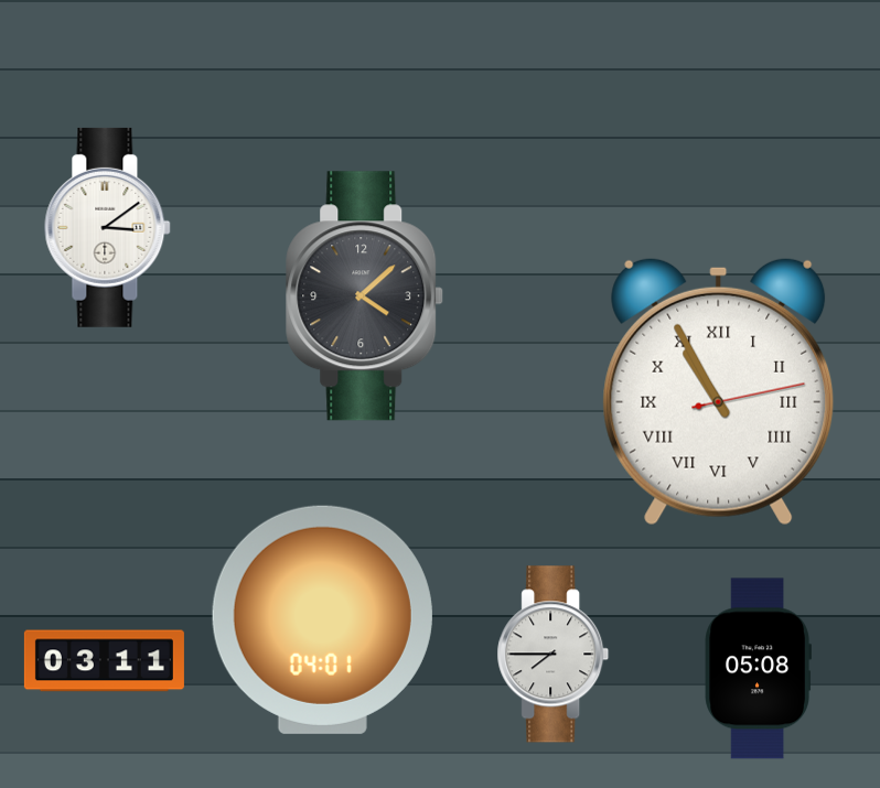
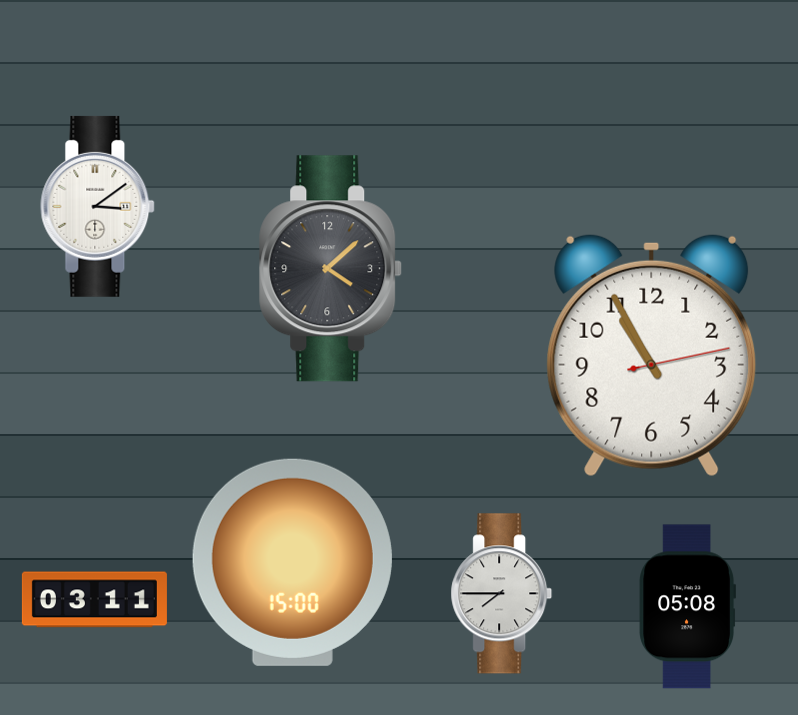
clock at (719, 391) numerals: Roman -> Arabic
clock at (322, 619): 04:01 -> 15:00
